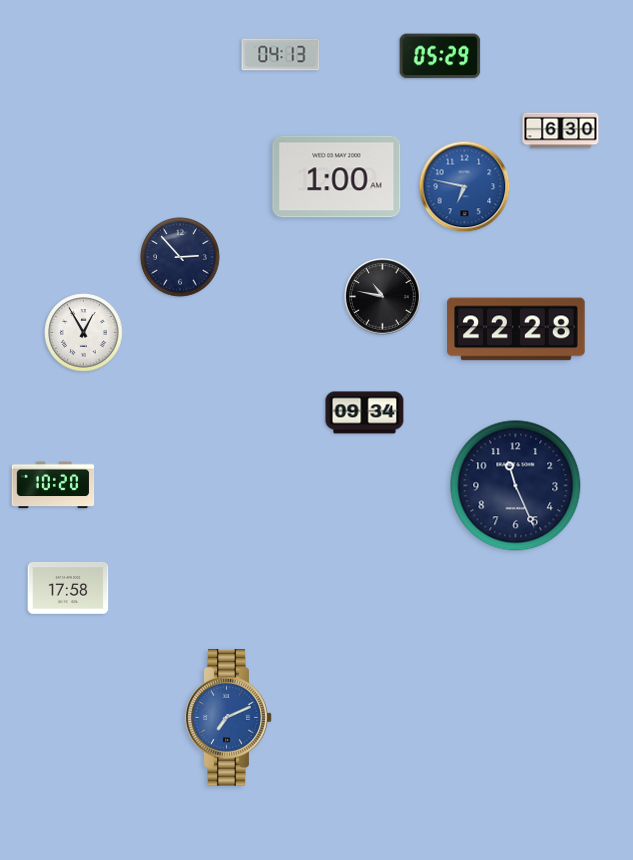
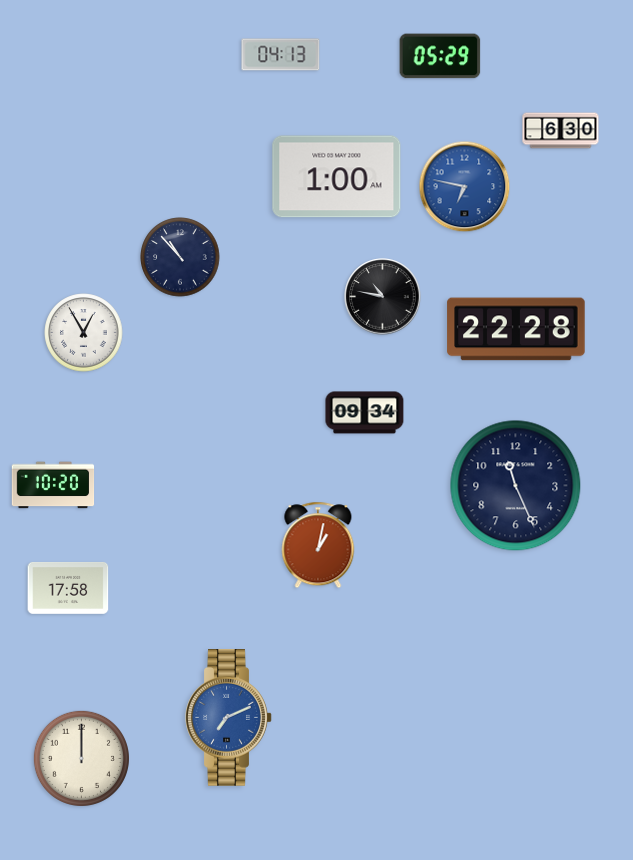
clock at (180, 257): 2:53 -> 10:53
clock at (318, 545): none -> 1:02
clock at (81, 758): none -> 12:00
